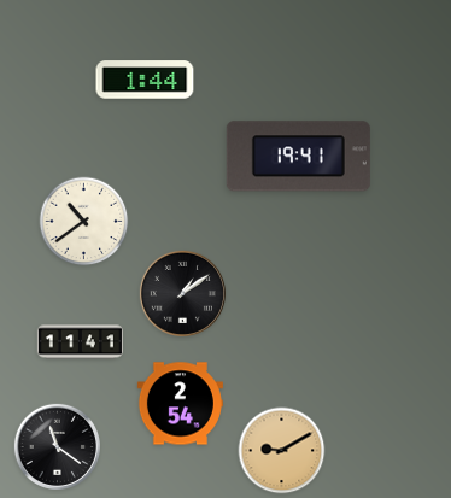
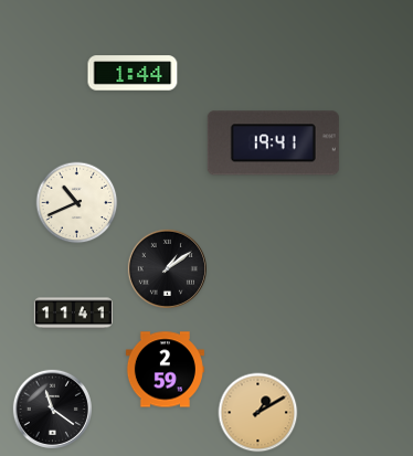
clock at (84, 222): 10:39 -> 10:41
clock at (180, 404): 2:54 -> 2:59
clock at (282, 451): 9:10 -> 1:10
